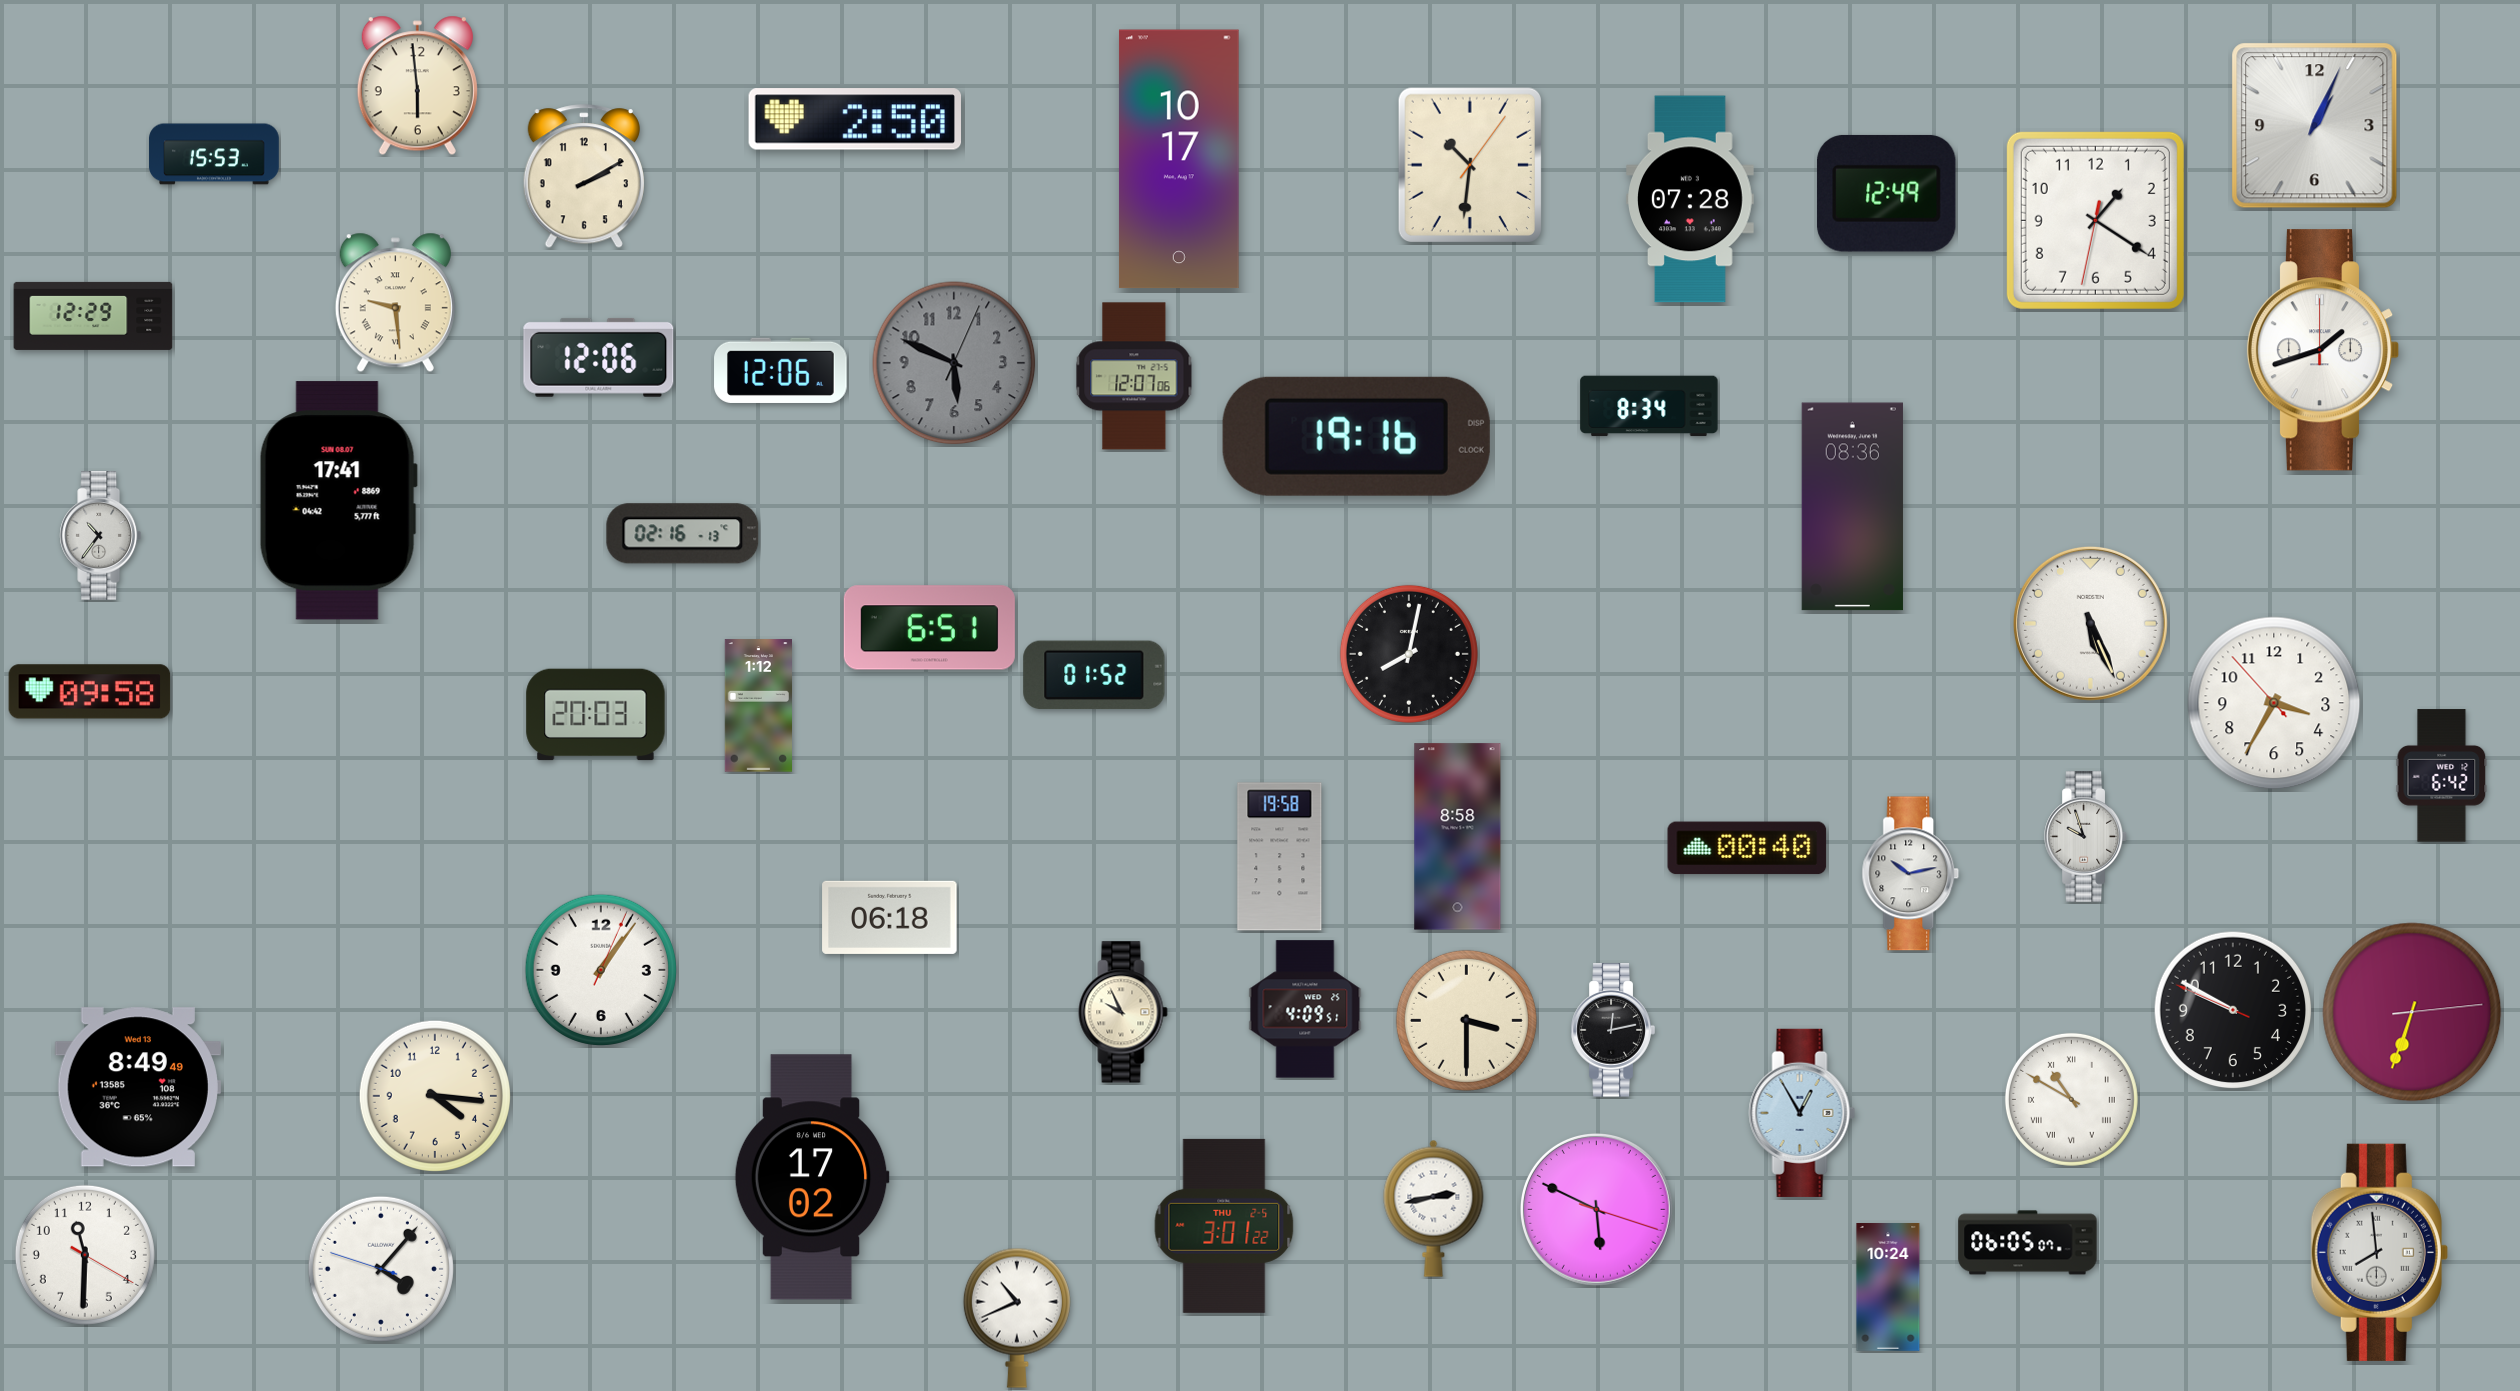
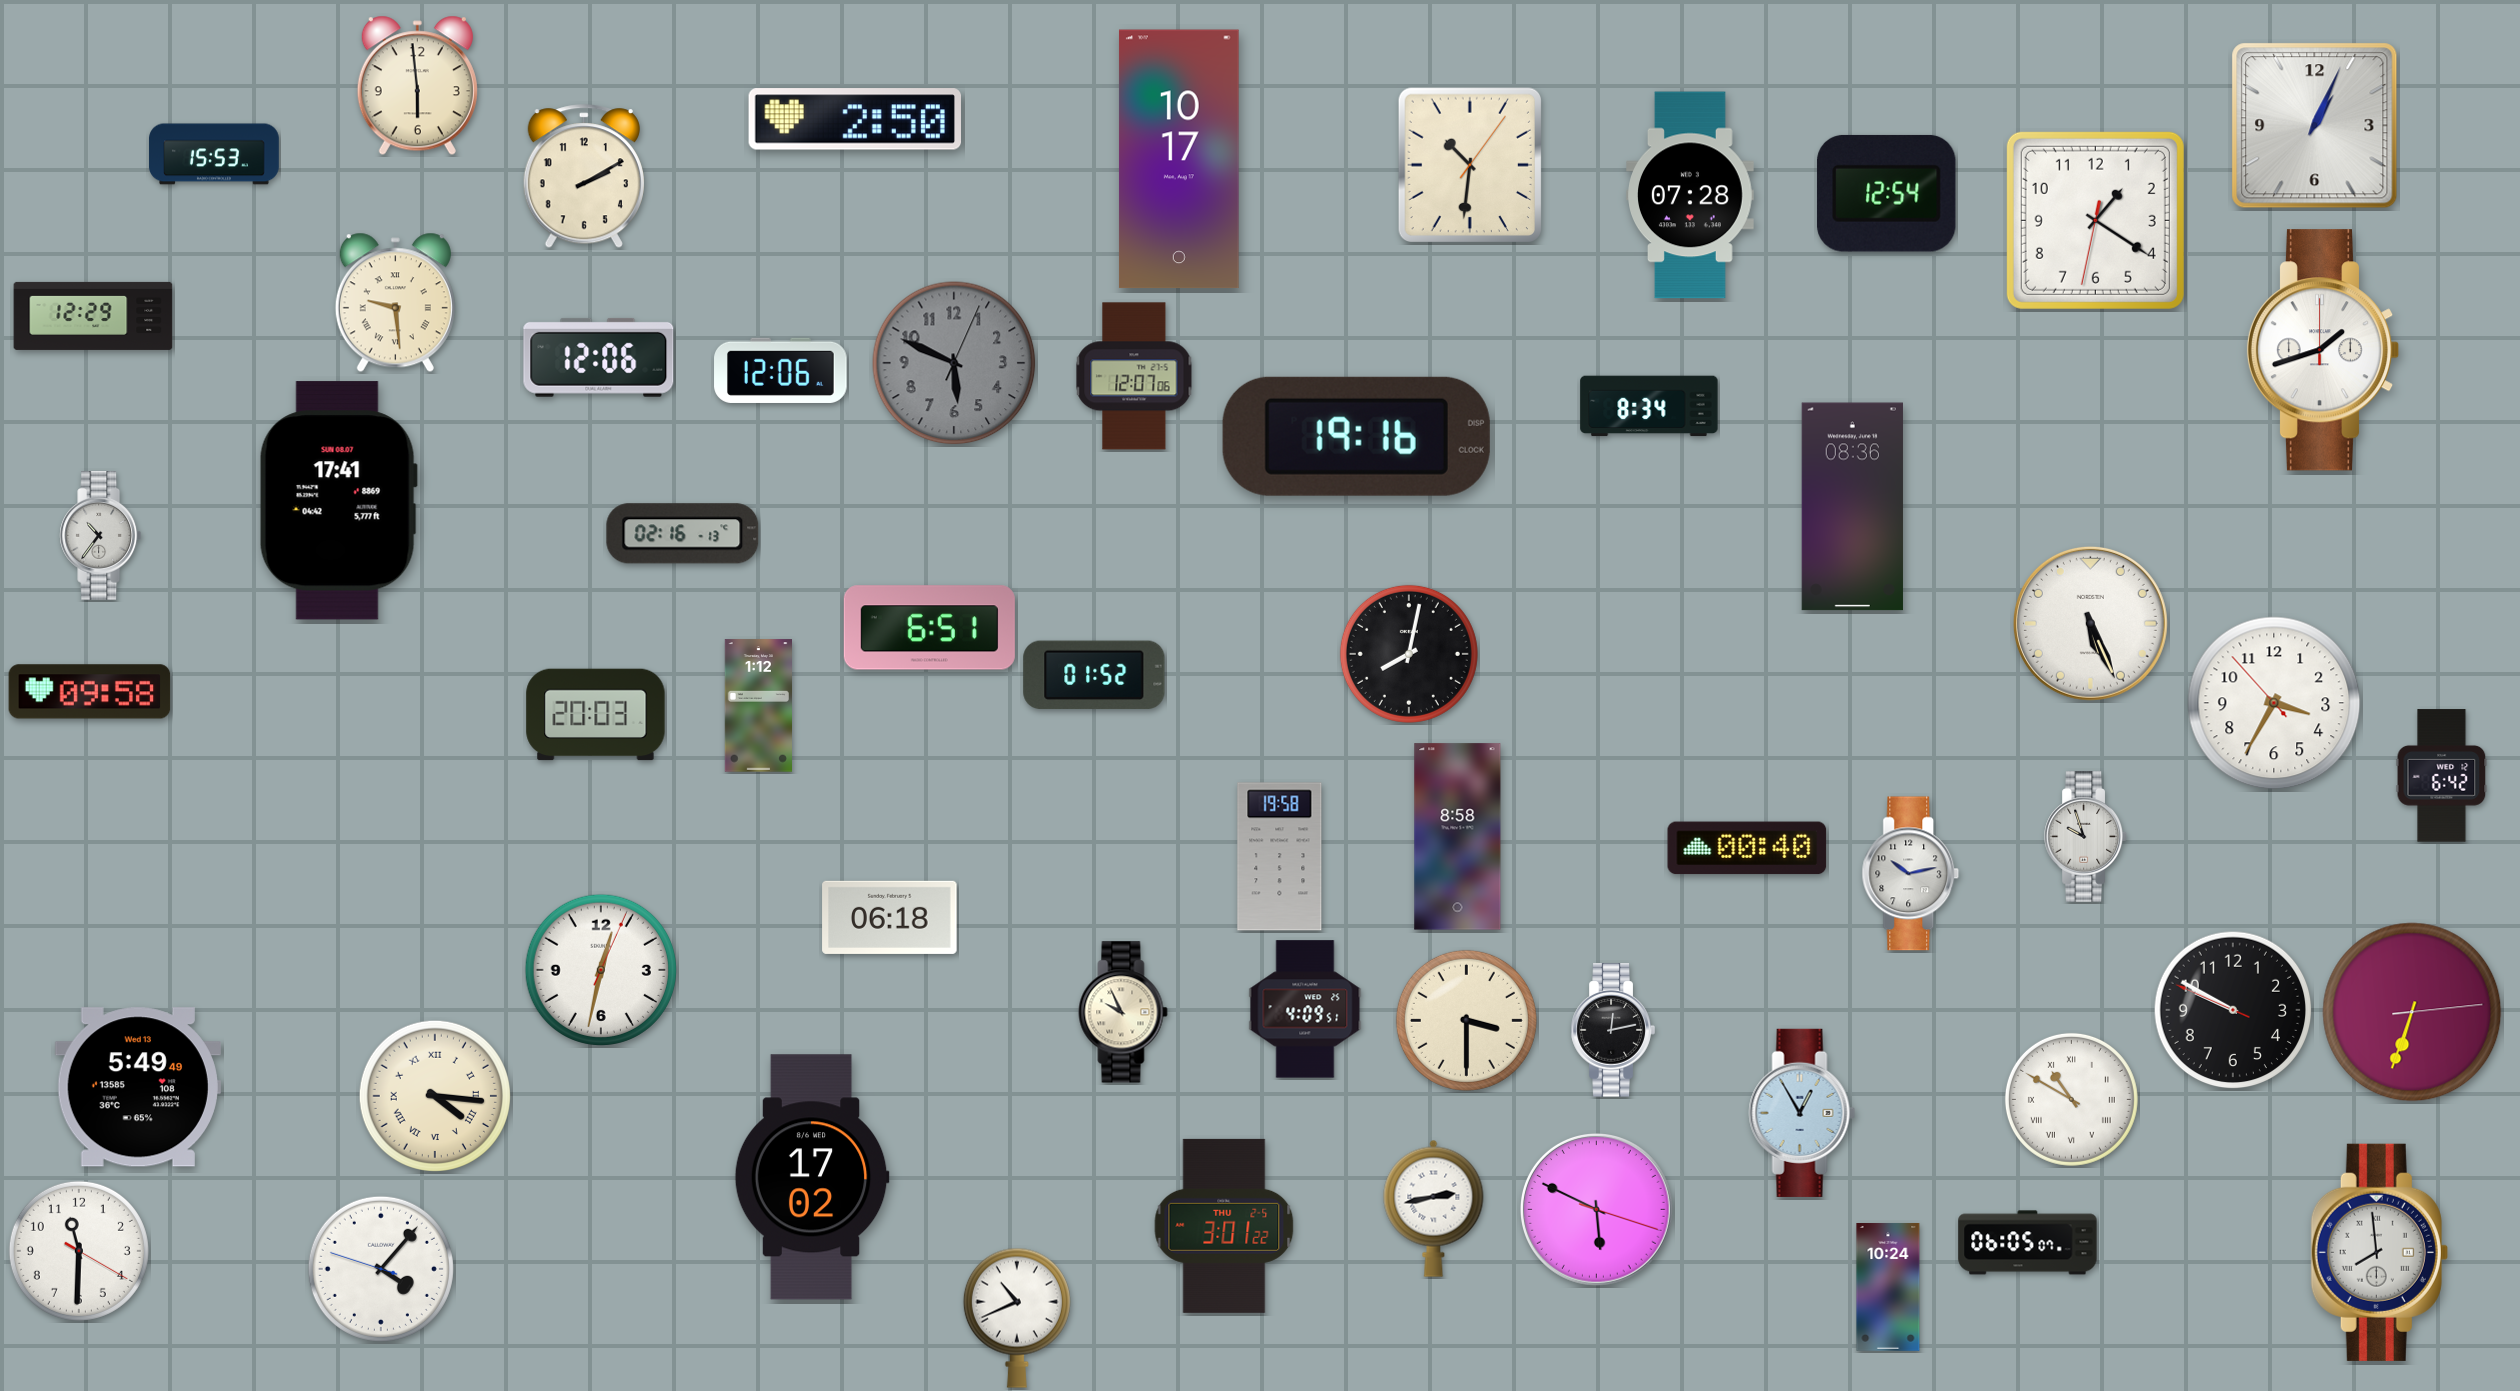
clock at (1887, 193): 12:49 -> 12:54
clock at (1691, 199) position: (1691, 199) -> (1691, 195)
clock at (601, 970): 1:06 -> 12:32
clock at (138, 1087): 8:49 -> 5:49
clock at (435, 1096) numerals: Arabic -> Roman
clock at (85, 1255) position: (85, 1255) -> (79, 1251)
